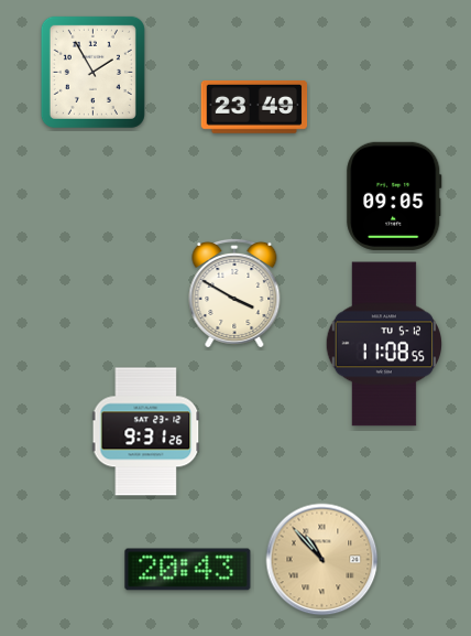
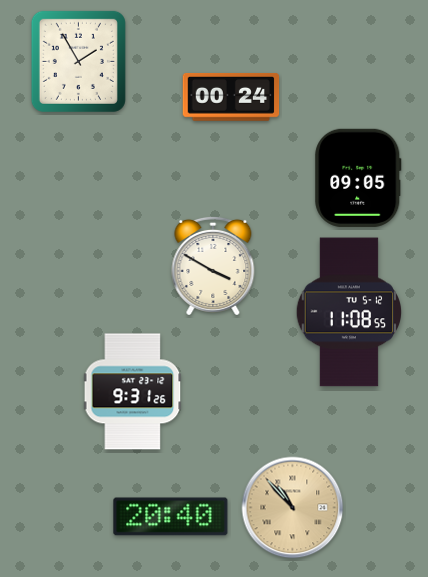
clock at (92, 72) position: (92, 72) -> (78, 61)
clock at (254, 108): 23:49 -> 00:24
clock at (188, 570): 20:43 -> 20:40
